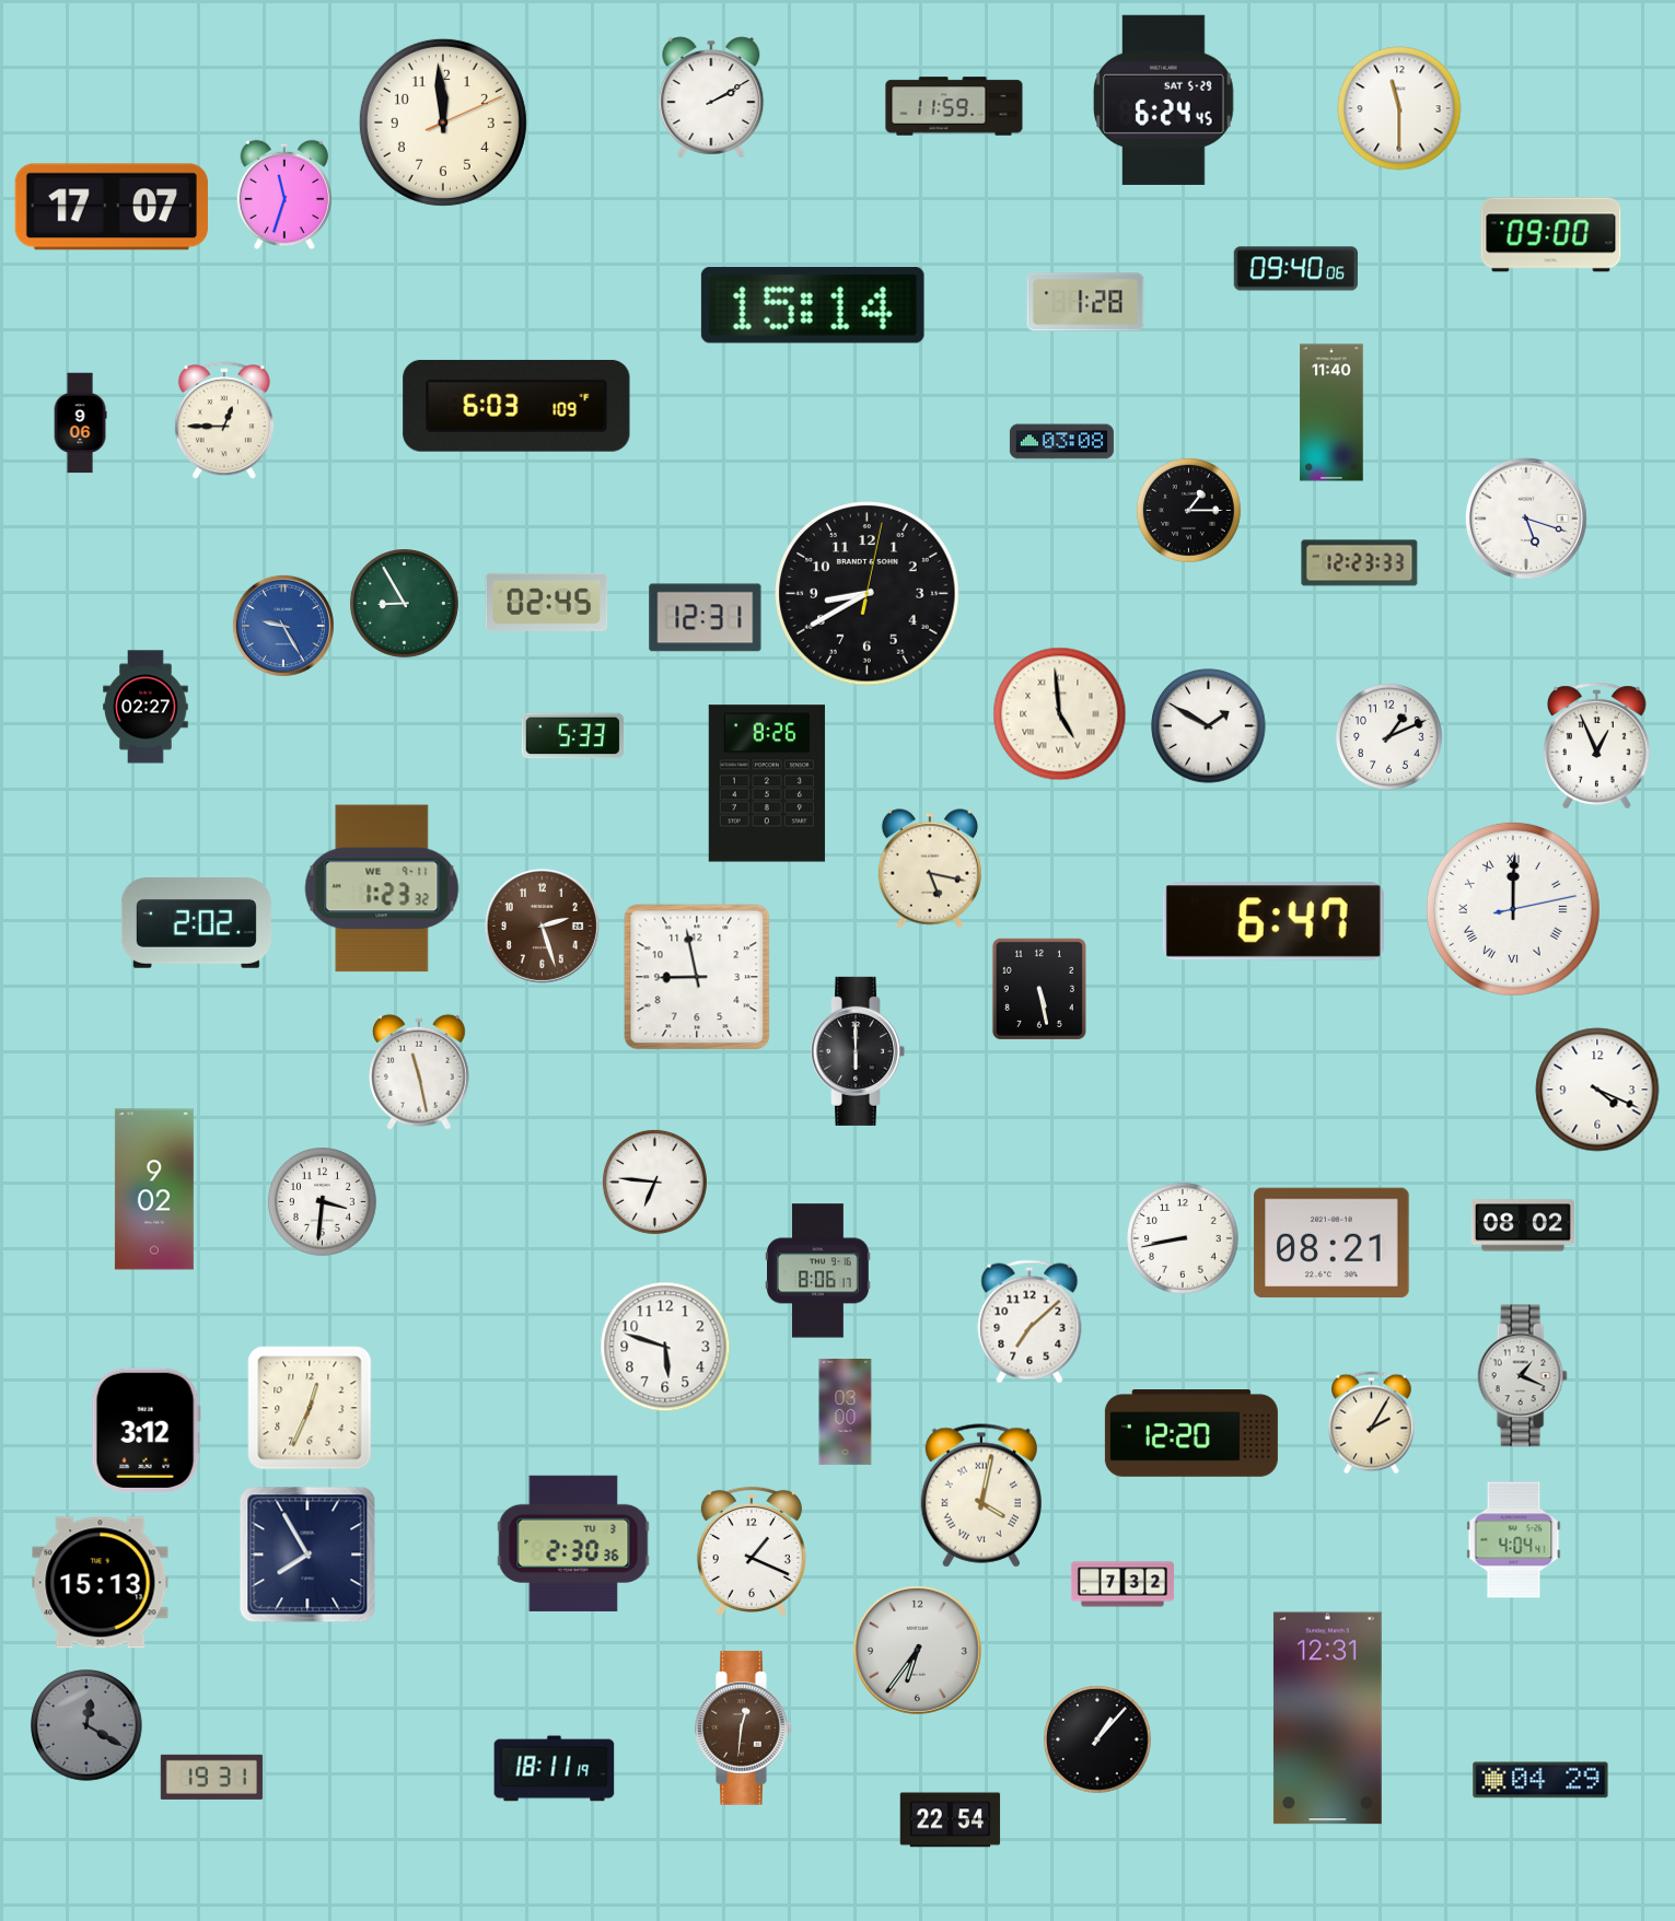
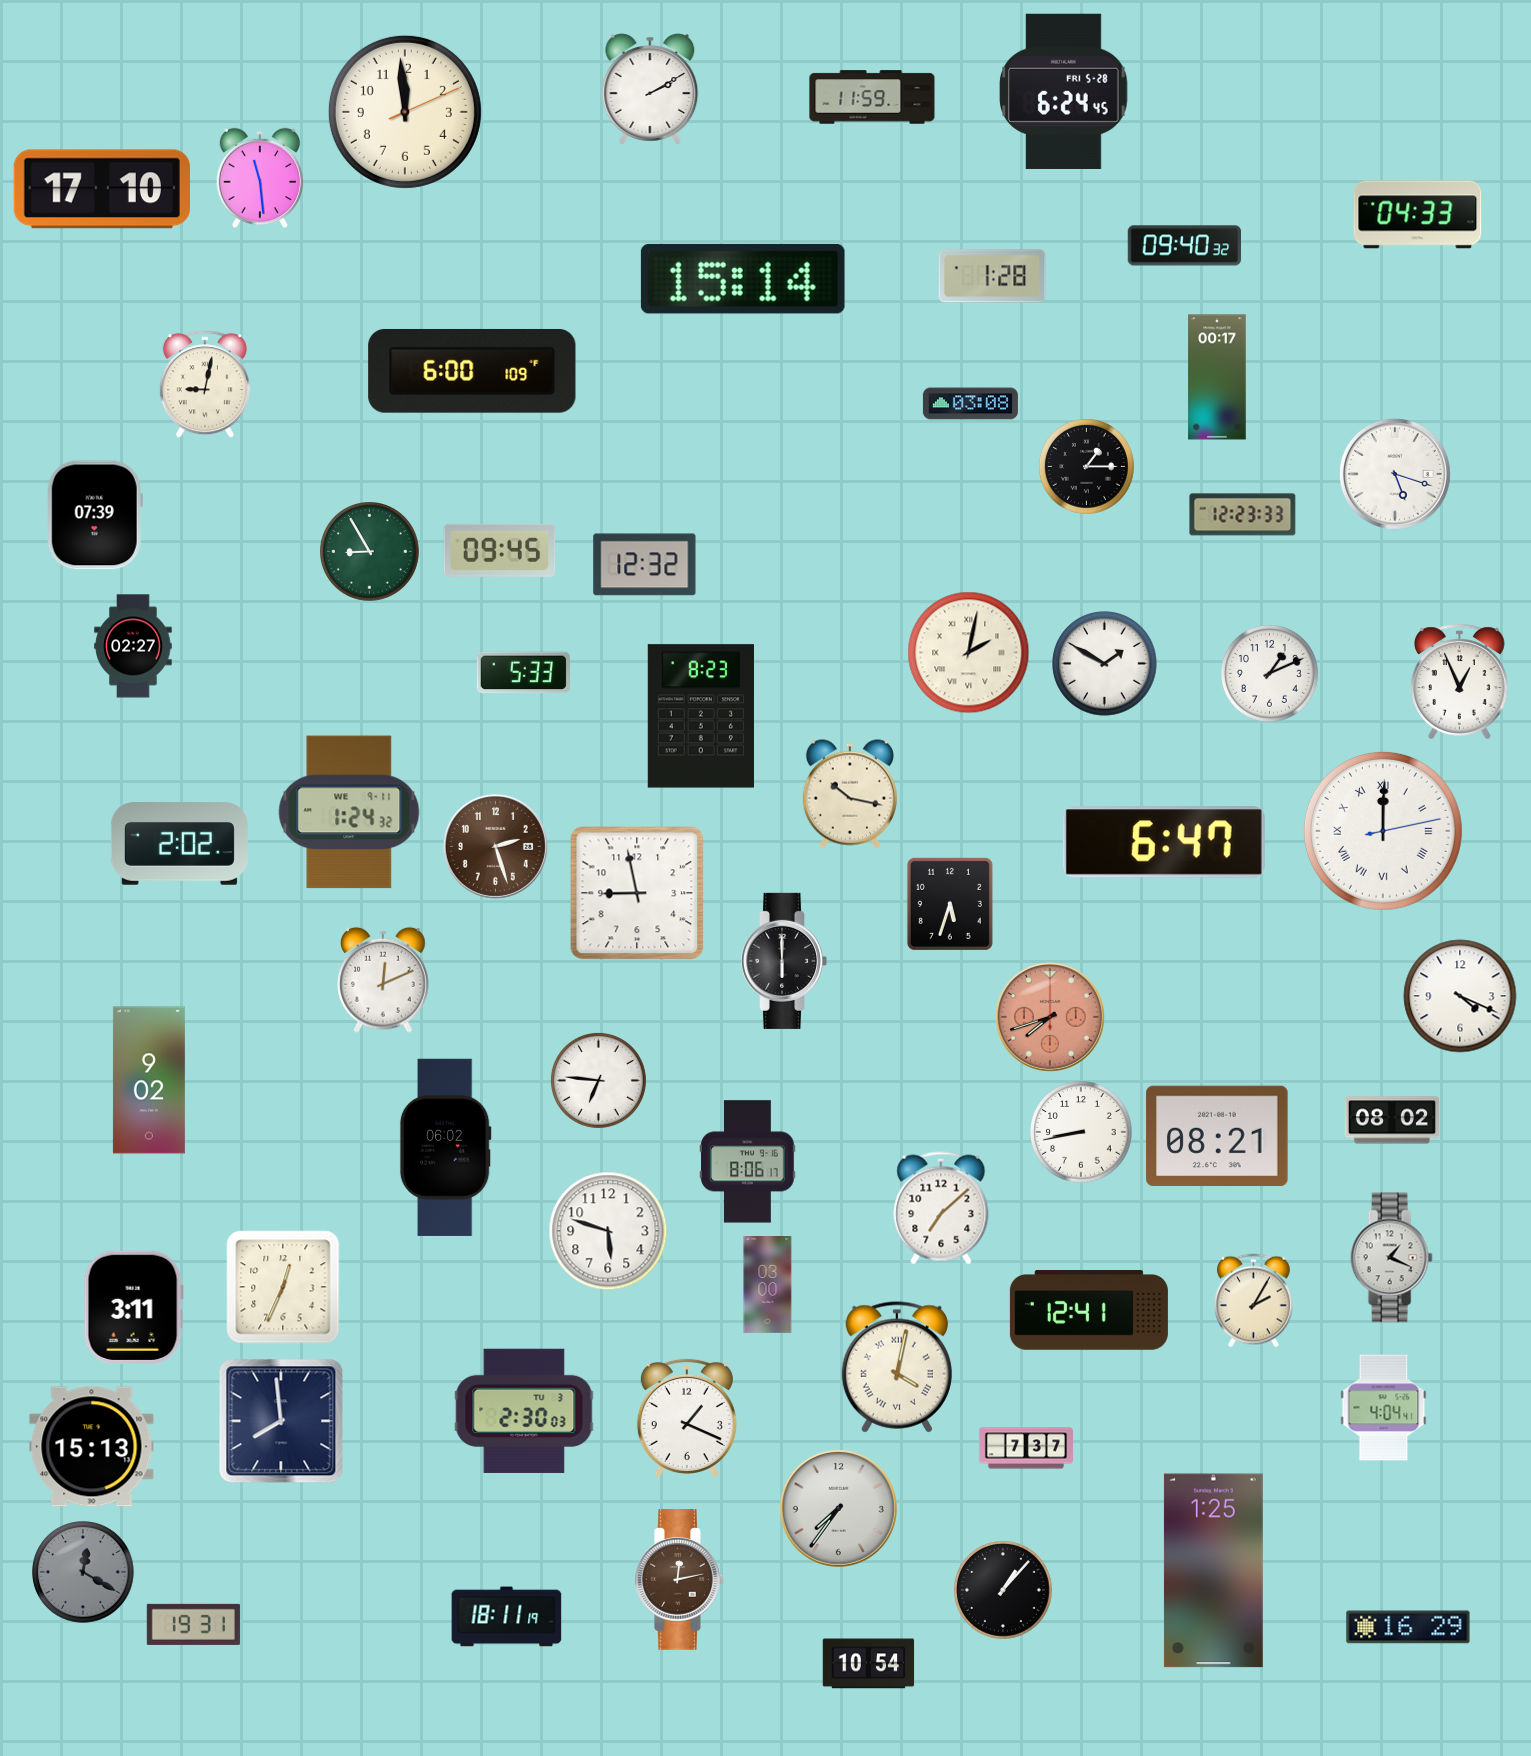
clock at (1164, 100) date: SAT 5-29 -> FRI 5-28
clock at (1399, 108): 11:30 -> none
clock at (283, 195): 11:33 -> 11:29
clock at (112, 207): 17:07 -> 17:10
clock at (1551, 235): 09:00 -> 04:33
clock at (1295, 269): 09:40:06 -> 09:40:32
clock at (516, 406): 6:03 -> 6:00
clock at (1331, 412): 11:40 -> 00:17
clock at (224, 421): 12:45 -> 9:02
clock at (80, 423): 9:06 -> none
clock at (95, 515): none -> 07:39
clock at (868, 594): 8:40 -> none
clock at (547, 602): 02:45 -> 09:45
clock at (706, 618): 12:31 -> 12:32
clock at (283, 626): 9:25 -> none
clock at (1060, 714): 4:59 -> 2:02
clock at (767, 783): 8:26 -> 8:23
clock at (930, 869): 5:17 -> 10:17
clock at (382, 888): 1:23 -> 1:24
clock at (1039, 989): 5:28 -> 5:33
clock at (419, 1072): 11:28 -> 12:11
clock at (1050, 1017): none -> 7:42
clock at (154, 1189) position: (154, 1189) -> (149, 1080)
clock at (323, 1202): 3:31 -> none
clock at (445, 1147): none -> 06:02
clock at (846, 1412) position: (846, 1412) -> (768, 1285)
clock at (146, 1430): 3:12 -> 3:11
clock at (1191, 1434): 12:20 -> 12:41
clock at (573, 1544): 2:30:36 -> 2:30:03
clock at (307, 1555): 7:55 -> 7:59
clock at (1123, 1584): 7:32 -> 7:37
clock at (917, 1650): 6:36 -> 7:36
clock at (1327, 1719): 12:31 -> 1:25
clock at (86, 1725) position: (86, 1725) -> (83, 1572)
clock at (744, 1728): 12:31 -> 12:13
clock at (1540, 1780): 04:29 -> 16:29
clock at (951, 1820): 22:54 -> 10:54
